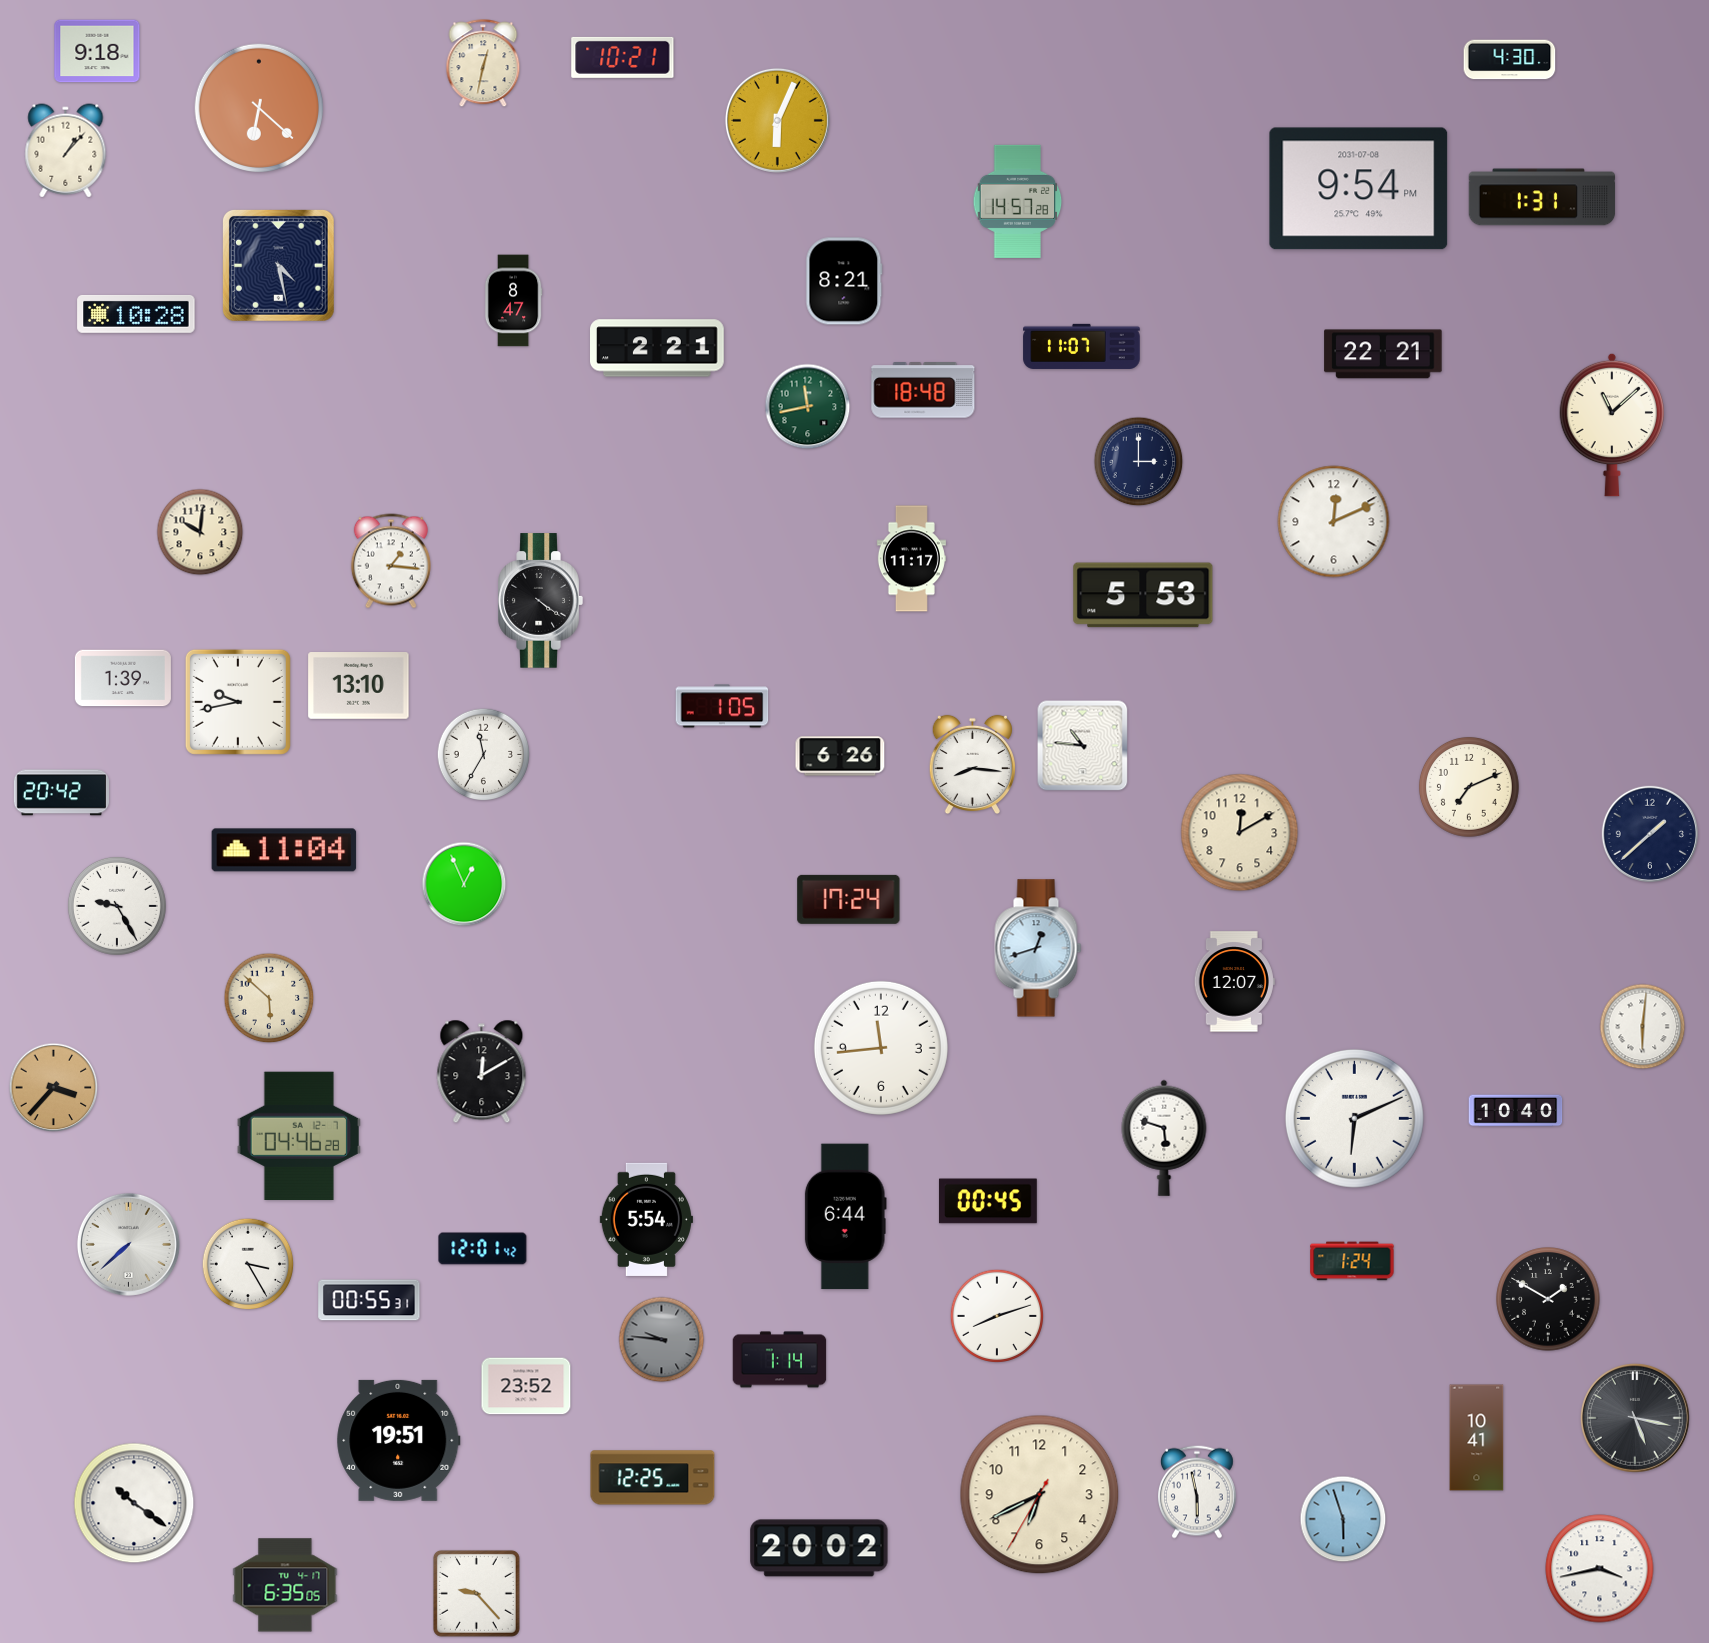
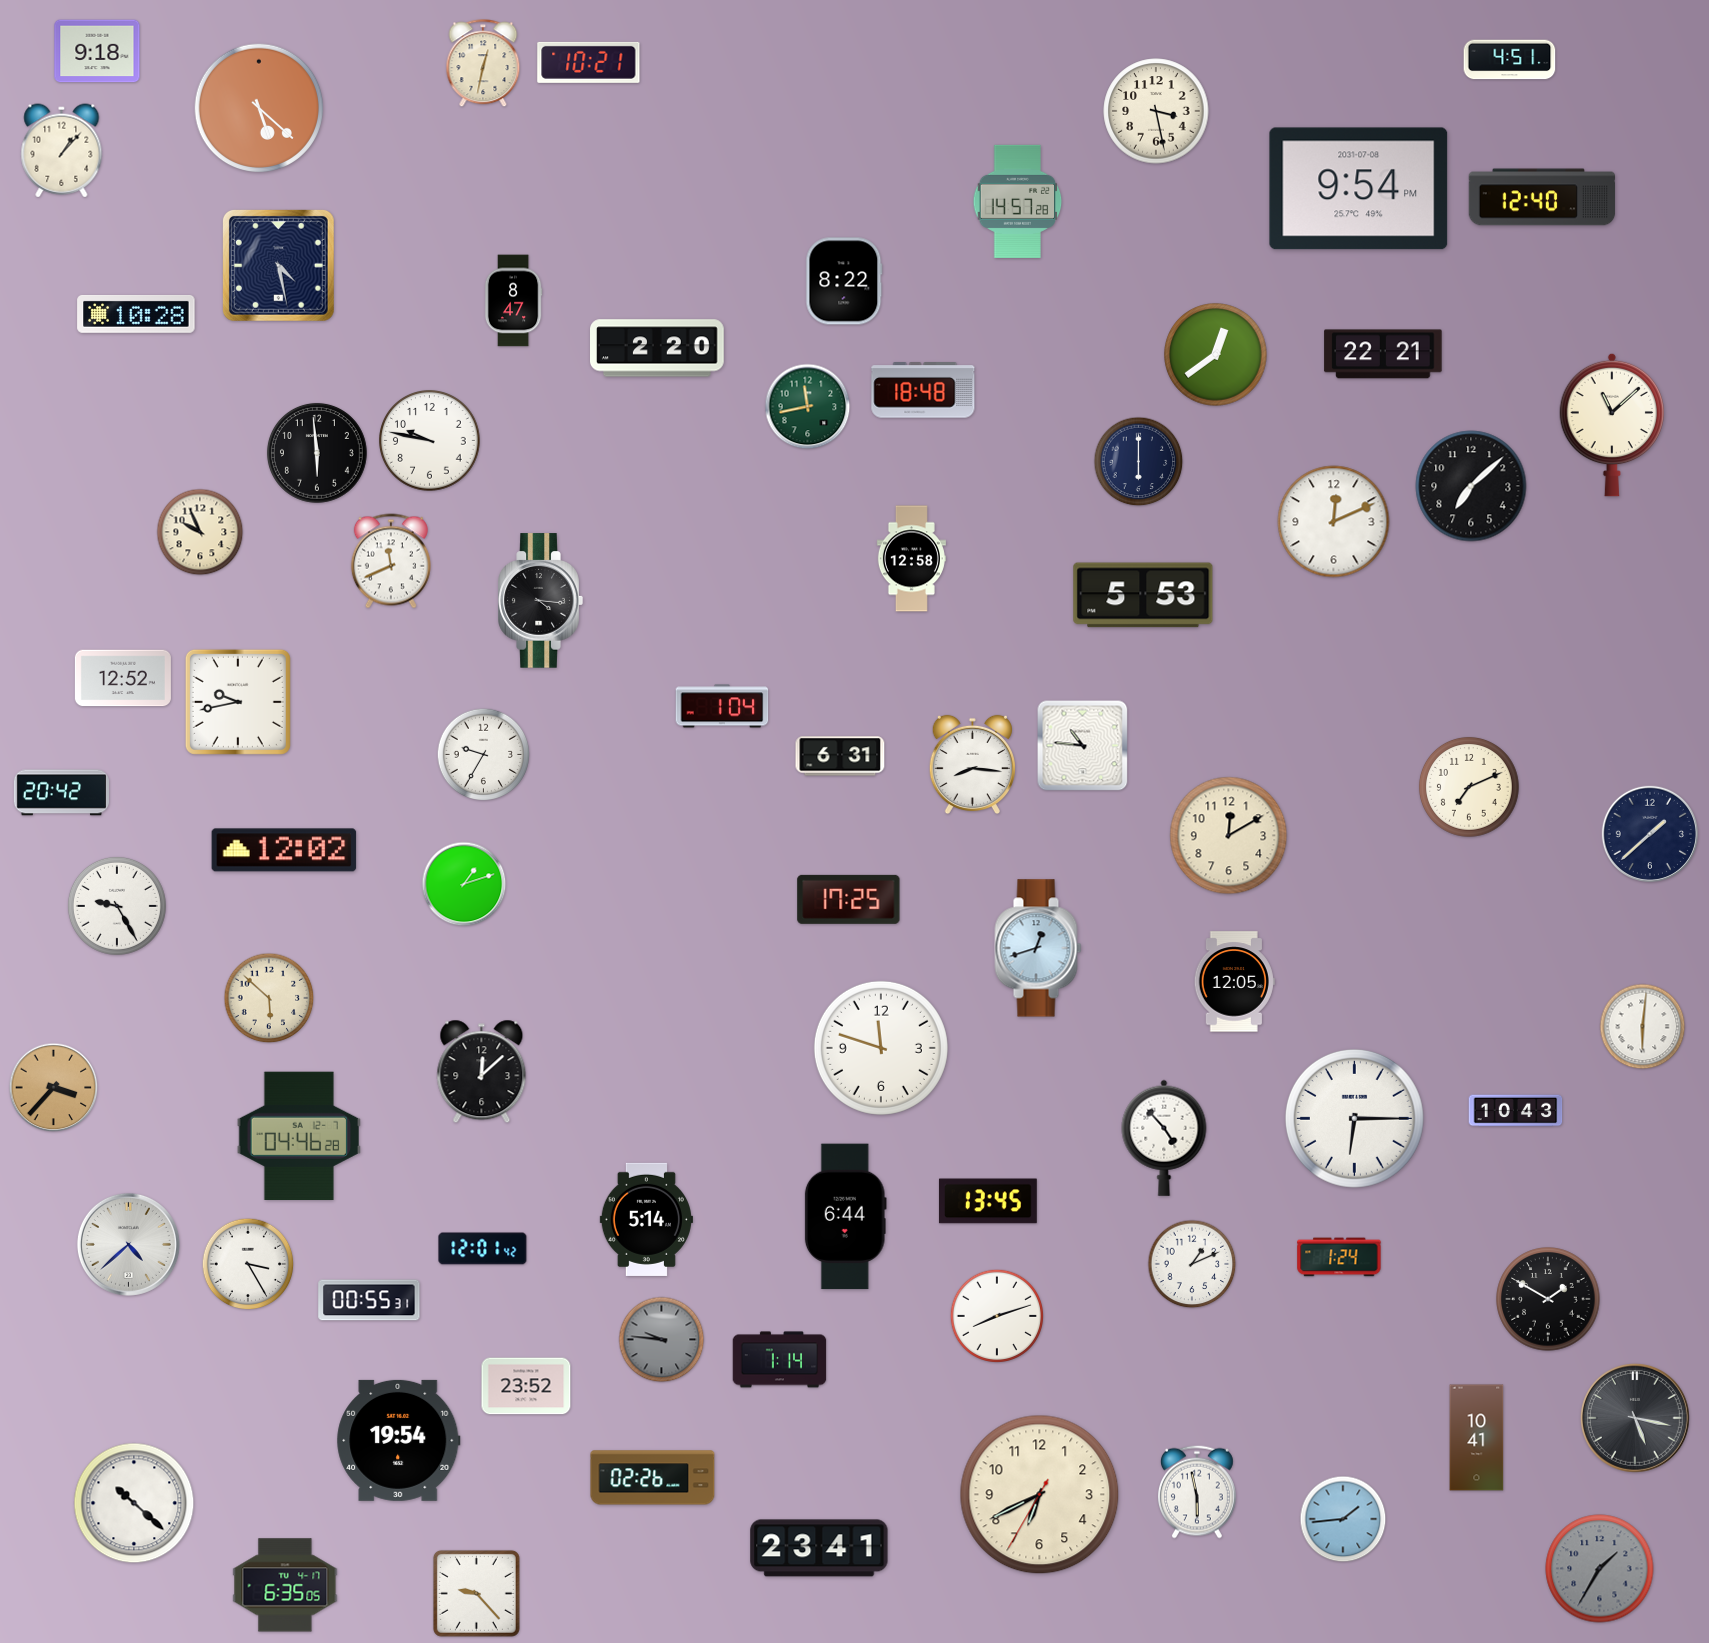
clock at (623, 57) position: (623, 57) -> (589, 62)
clock at (1510, 60): 4:30 -> 4:51
clock at (259, 108): 6:22 -> 5:22
clock at (1156, 111): none -> 3:28
clock at (777, 120): 6:04 -> none
clock at (66, 151) position: (66, 151) -> (62, 151)
clock at (1542, 197): 1:31 -> 12:40
clock at (844, 281): 8:21 -> 8:22
clock at (1082, 346): 11:07 -> none
clock at (658, 348): 2:21 -> 2:20
clock at (1216, 355): none -> 12:39
clock at (430, 441): none -> 9:47
clock at (317, 453): none -> 5:59
clock at (1139, 462): 3:00 -> 6:00
clock at (1471, 486): none -> 7:08
clock at (200, 532): 10:01 -> 9:56
clock at (911, 559): 11:17 -> 12:58
clock at (391, 561): 1:16 -> 11:41
clock at (540, 601): 4:21 -> 4:16
clock at (123, 678): 1:39 -> 12:52
clock at (359, 686): 13:10 -> none
clock at (722, 706): 1:05 -> 1:04
clock at (484, 755): 11:35 -> 9:35
clock at (840, 756): 6:26 -> 6:31
clock at (1240, 833) position: (1240, 833) -> (1229, 836)
clock at (284, 850): 11:04 -> 12:02
clock at (464, 884): 12:56 -> 1:12
clock at (849, 899): 17:24 -> 17:25
clock at (1234, 982): 12:07 -> 12:05
clock at (881, 1048): 11:44 -> 11:48
clock at (482, 1072): 12:10 -> 12:08
clock at (1516, 1111): 10:40 -> 10:43
clock at (1354, 1118): 6:11 -> 6:15
clock at (1164, 1138): 5:48 -> 4:53
clock at (988, 1201): 00:45 -> 13:45
clock at (646, 1219): 5:54 -> 5:14
clock at (128, 1244): 7:38 -> 4:38
clock at (1352, 1261) position: (1352, 1261) -> (1339, 1257)
clock at (1192, 1264): none -> 1:11
clock at (399, 1440): 19:51 -> 19:54
clock at (653, 1478): 12:25 -> 02:26
clock at (134, 1503): 10:21 -> 10:22
clock at (1343, 1519): 5:57 -> 1:44
clock at (819, 1548): 20:02 -> 23:41
clock at (1600, 1569): 3:43 -> 1:35
clock at (1600, 1569) dial: white -> grey
